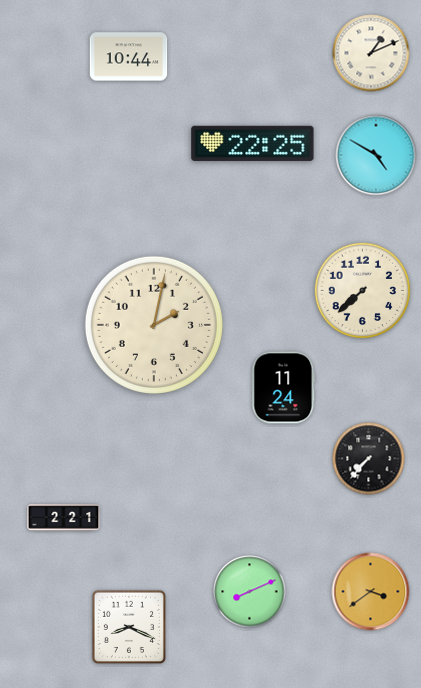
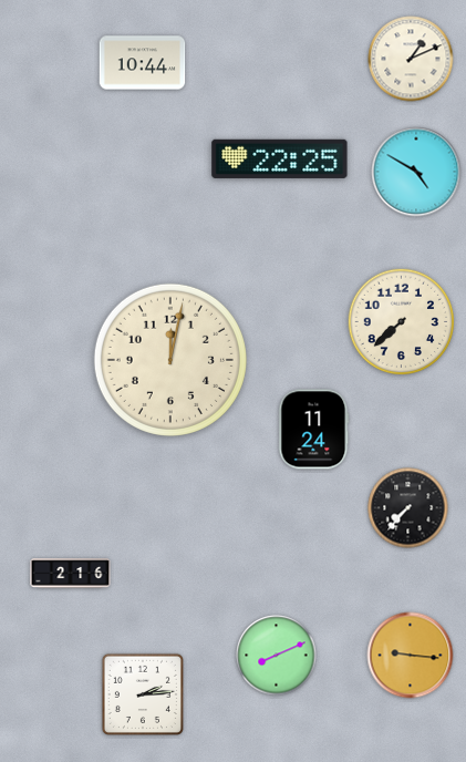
clock at (154, 325): 2:02 -> 12:02
clock at (64, 518): 2:21 -> 2:16
clock at (371, 592): 3:39 -> 9:16
clock at (129, 627): 8:19 -> 2:14
